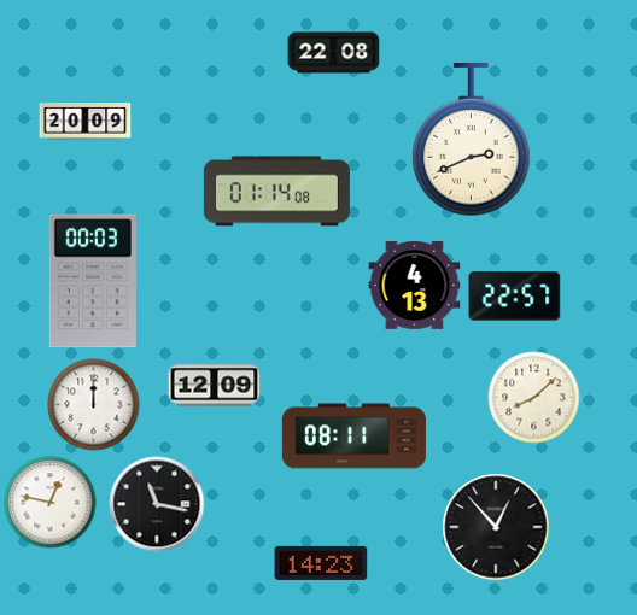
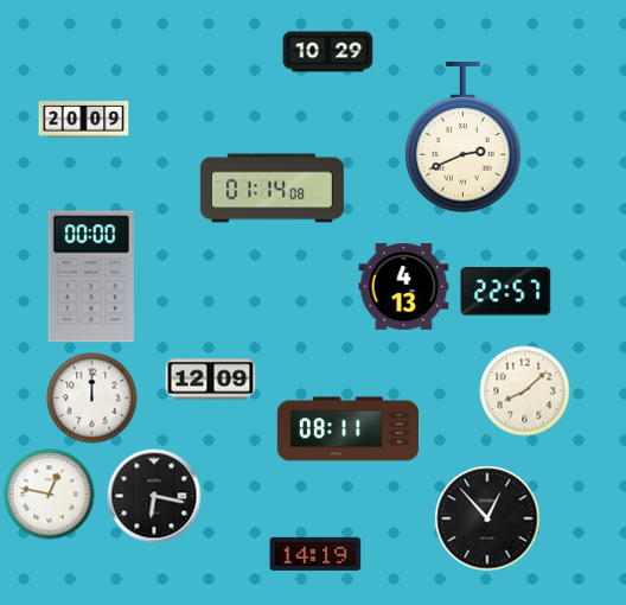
clock at (334, 53): 22:08 -> 10:29
clock at (93, 281): 00:03 -> 00:00
clock at (415, 286) position: (415, 286) -> (404, 287)
clock at (157, 504): 11:17 -> 6:17
clock at (321, 563): 14:23 -> 14:19
